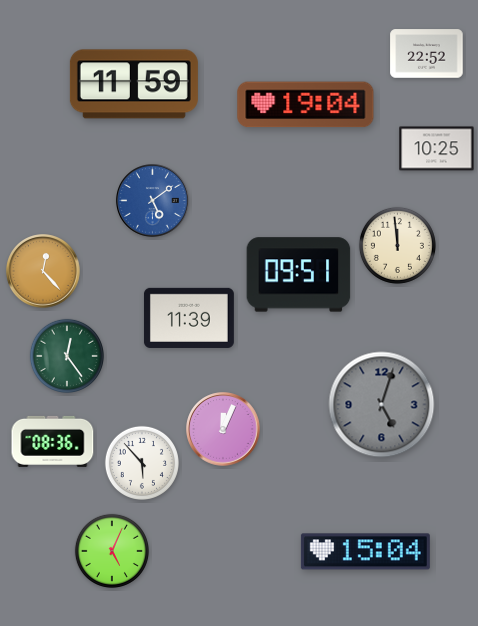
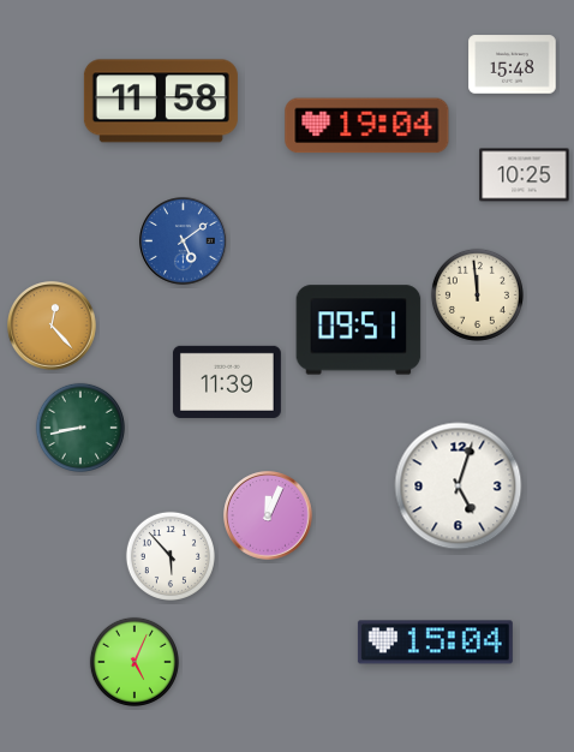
clock at (427, 54): 22:52 -> 15:48
clock at (134, 84): 11:59 -> 11:58
clock at (437, 149) position: (437, 149) -> (525, 175)
clock at (67, 356): 12:24 -> 8:43
clock at (382, 405) dial: grey -> white
clock at (53, 441): 08:36 -> none
clock at (365, 552) position: (365, 552) -> (435, 643)
